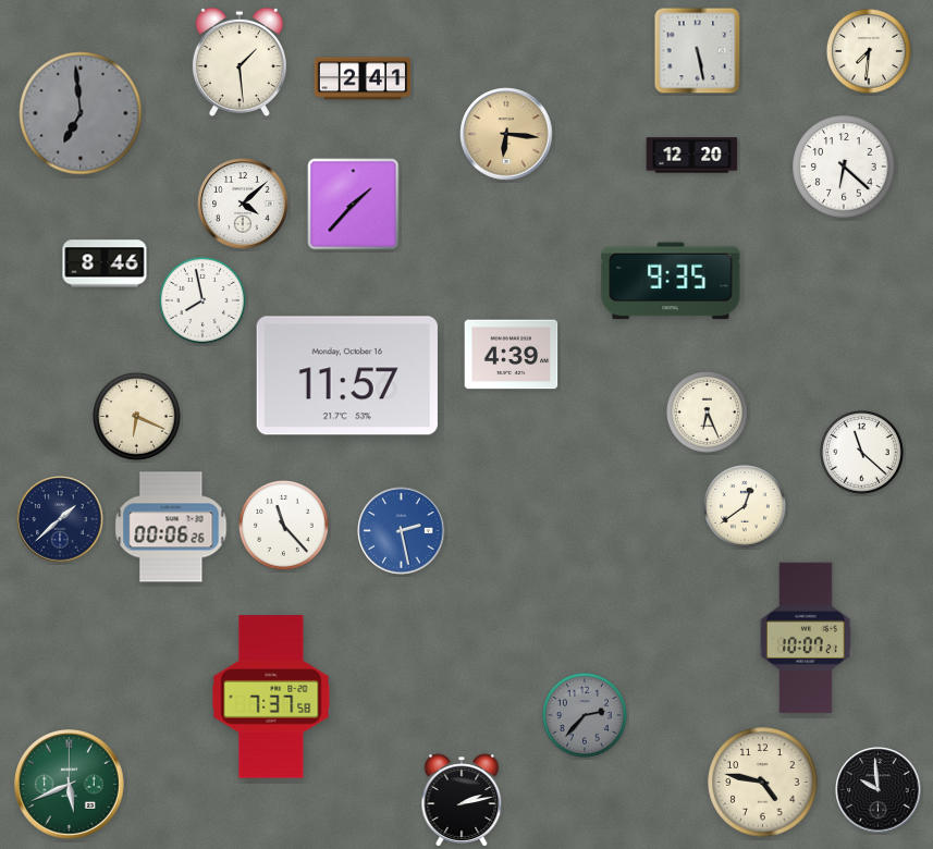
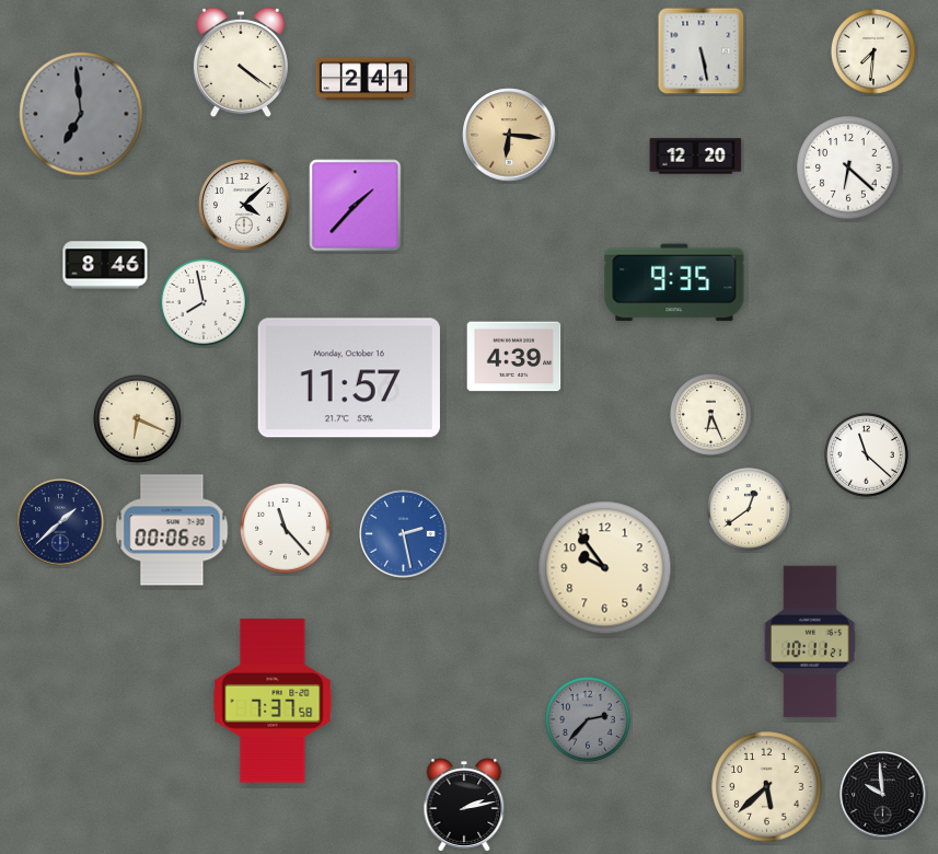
clock at (240, 61): 1:29 -> 4:21
clock at (605, 568): none -> 9:54
clock at (806, 638): 10:07 -> 10:11
clock at (763, 783): 4:47 -> 5:38
clock at (70, 785): 5:41 -> none
